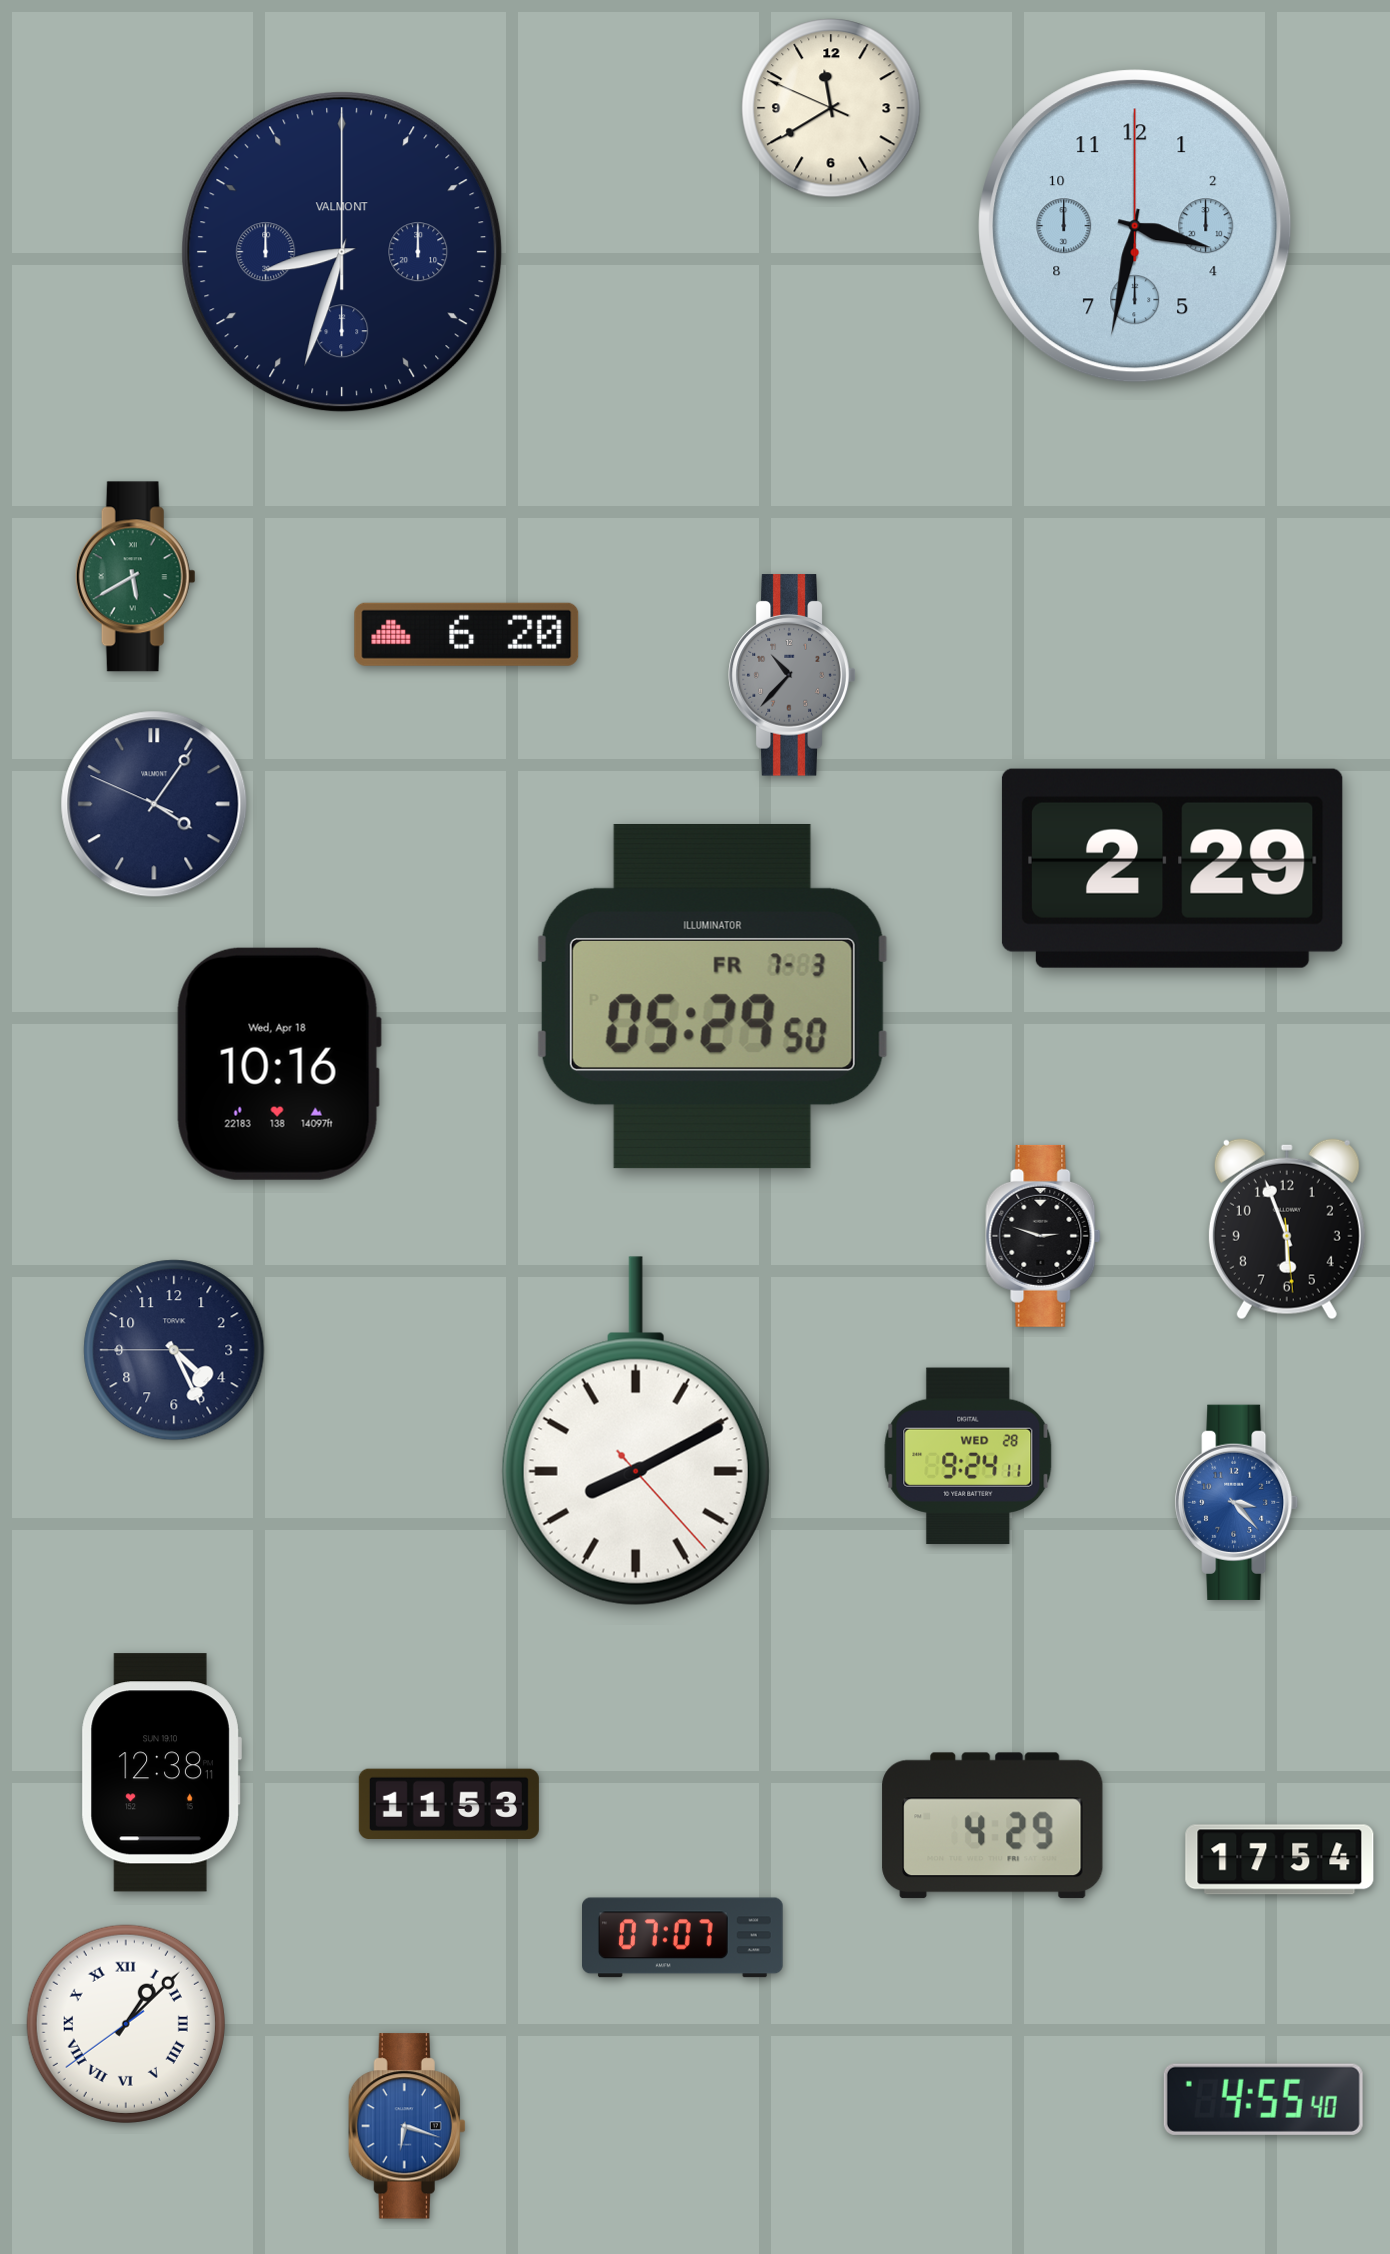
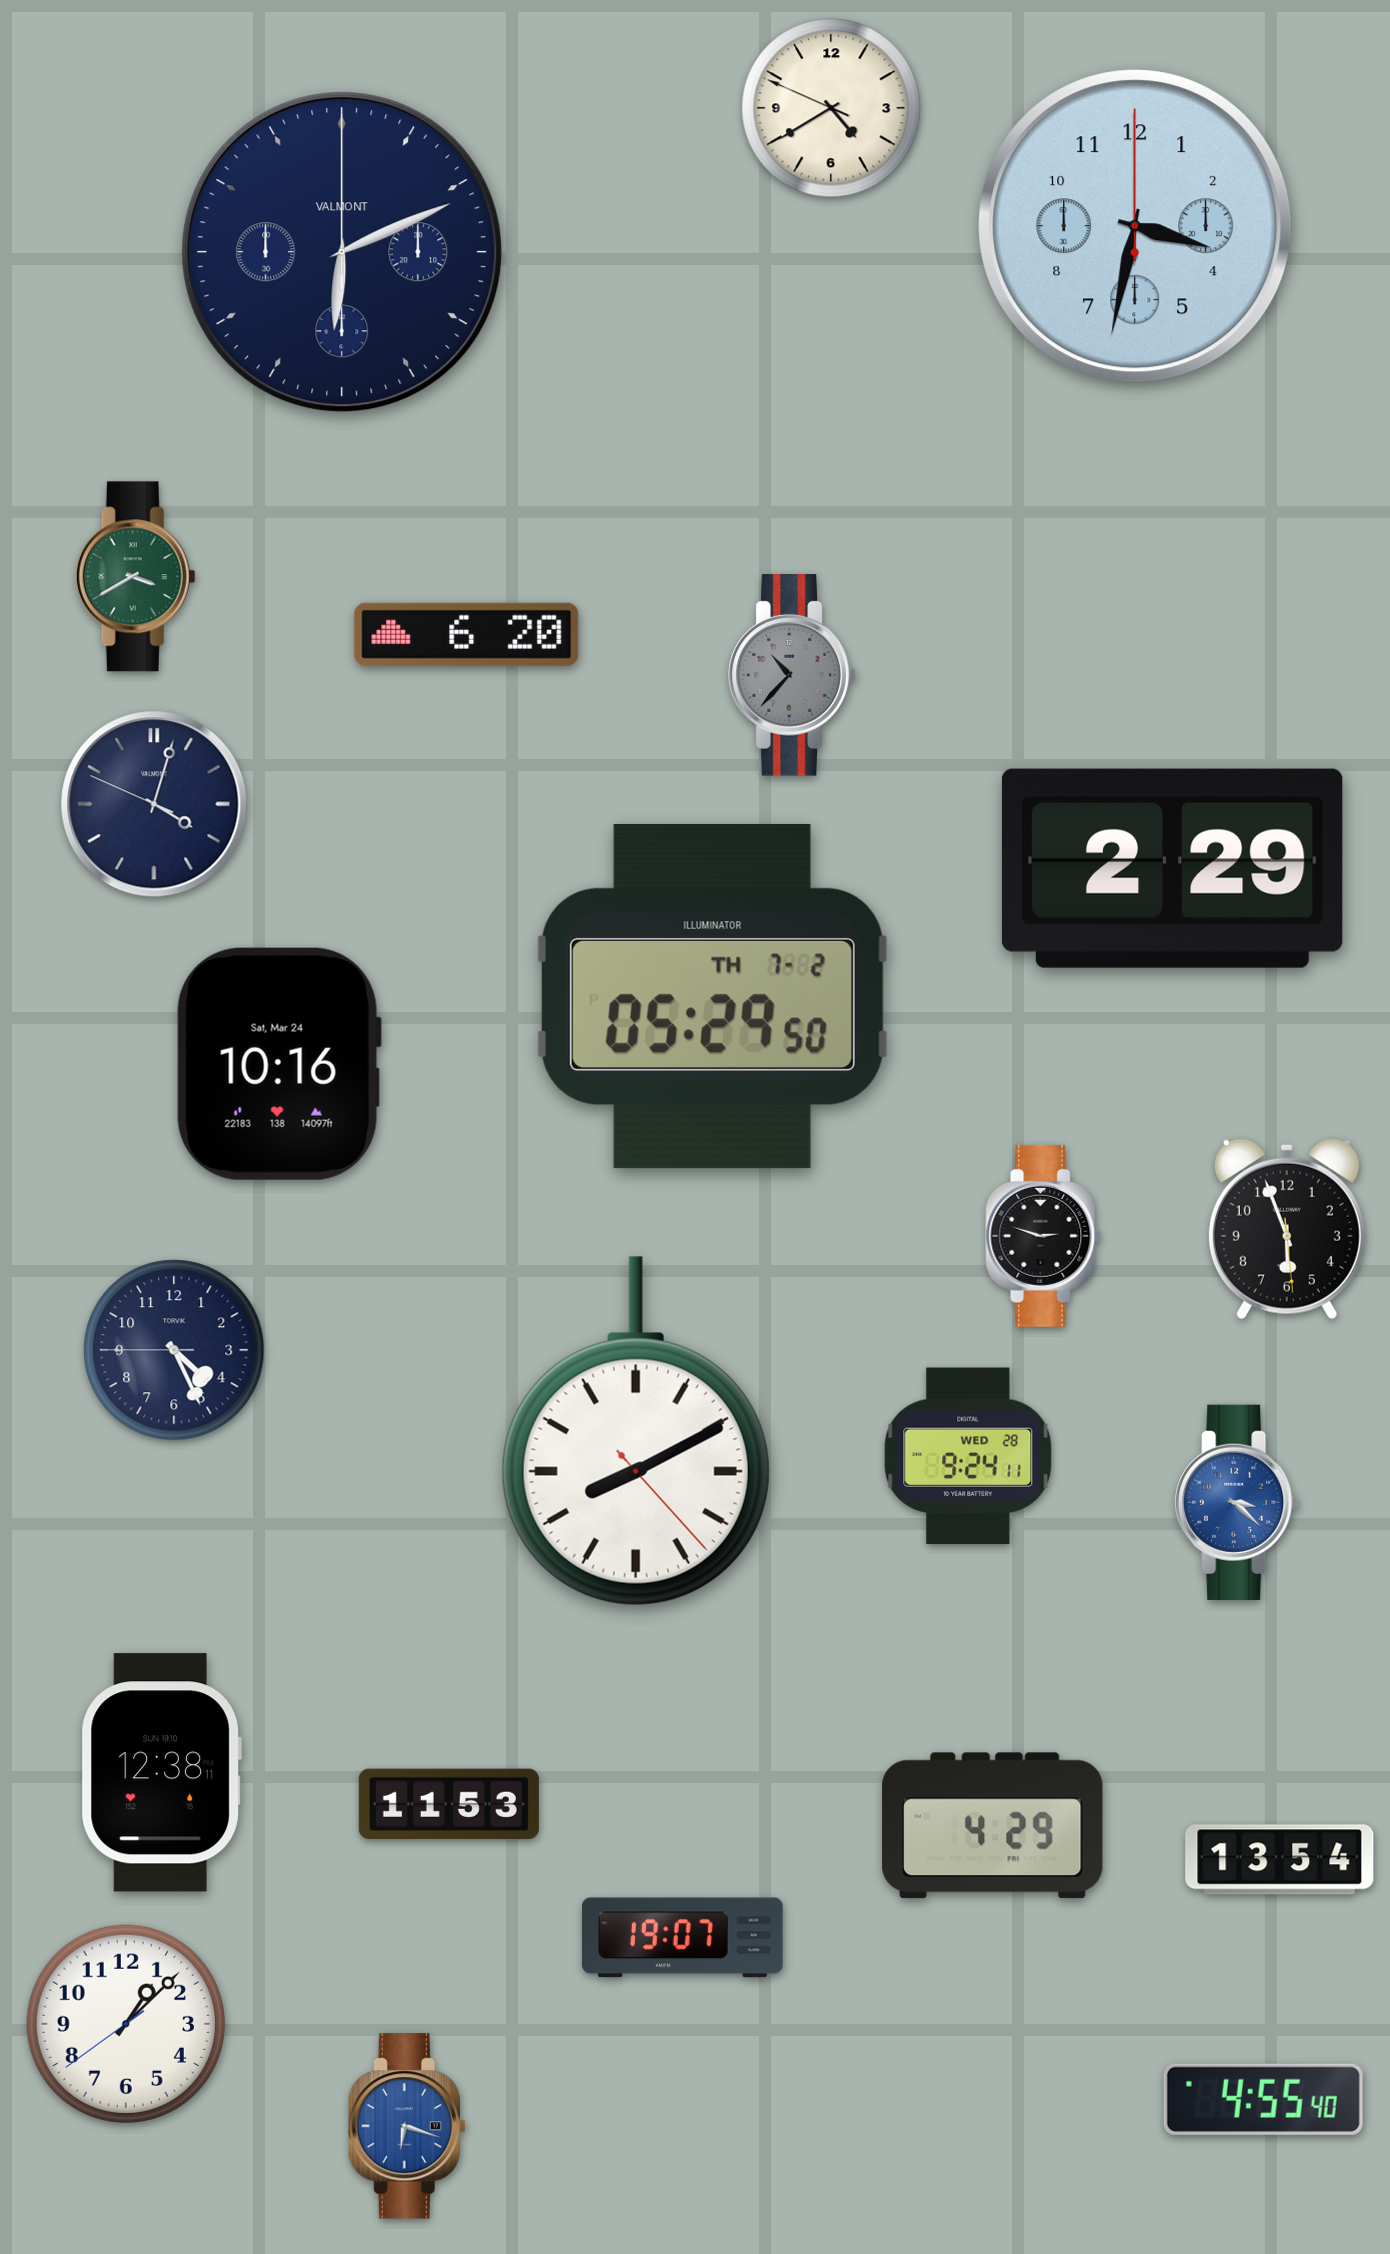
clock at (831, 108): 11:39 -> 4:39
clock at (342, 252): 8:33 -> 6:11
clock at (135, 577): 5:40 -> 3:40
clock at (154, 804): 4:05 -> 4:02
clock at (712, 996) date: FR 7-3 -> TH 7-2
clock at (279, 1064) date: Wed, Apr 18 -> Sat, Mar 24
clock at (1237, 1502): 3:23 -> 3:22
clock at (1280, 1860): 17:54 -> 13:54
clock at (683, 1938): 07:07 -> 19:07
clock at (126, 2024) numerals: Roman -> Arabic
